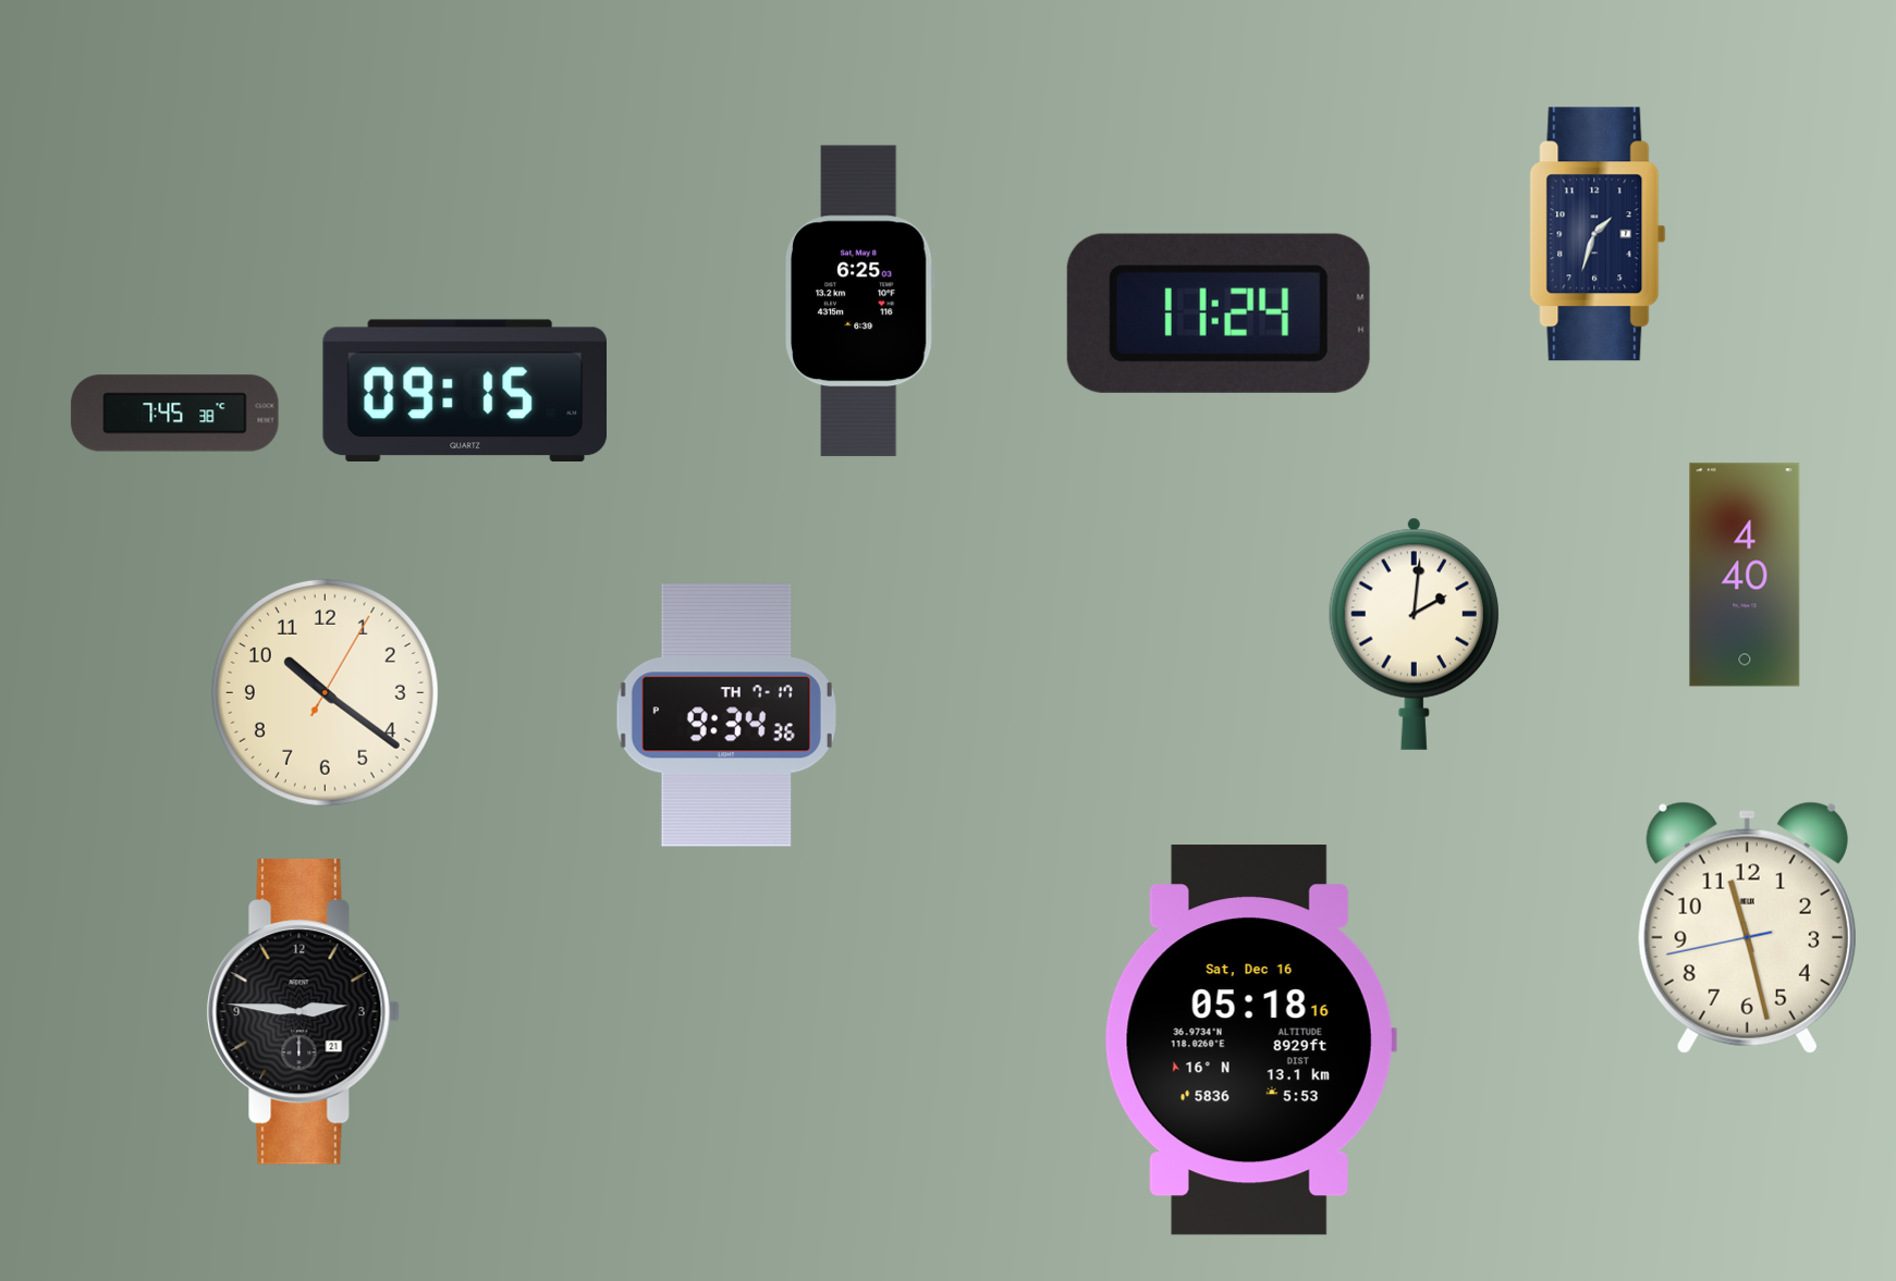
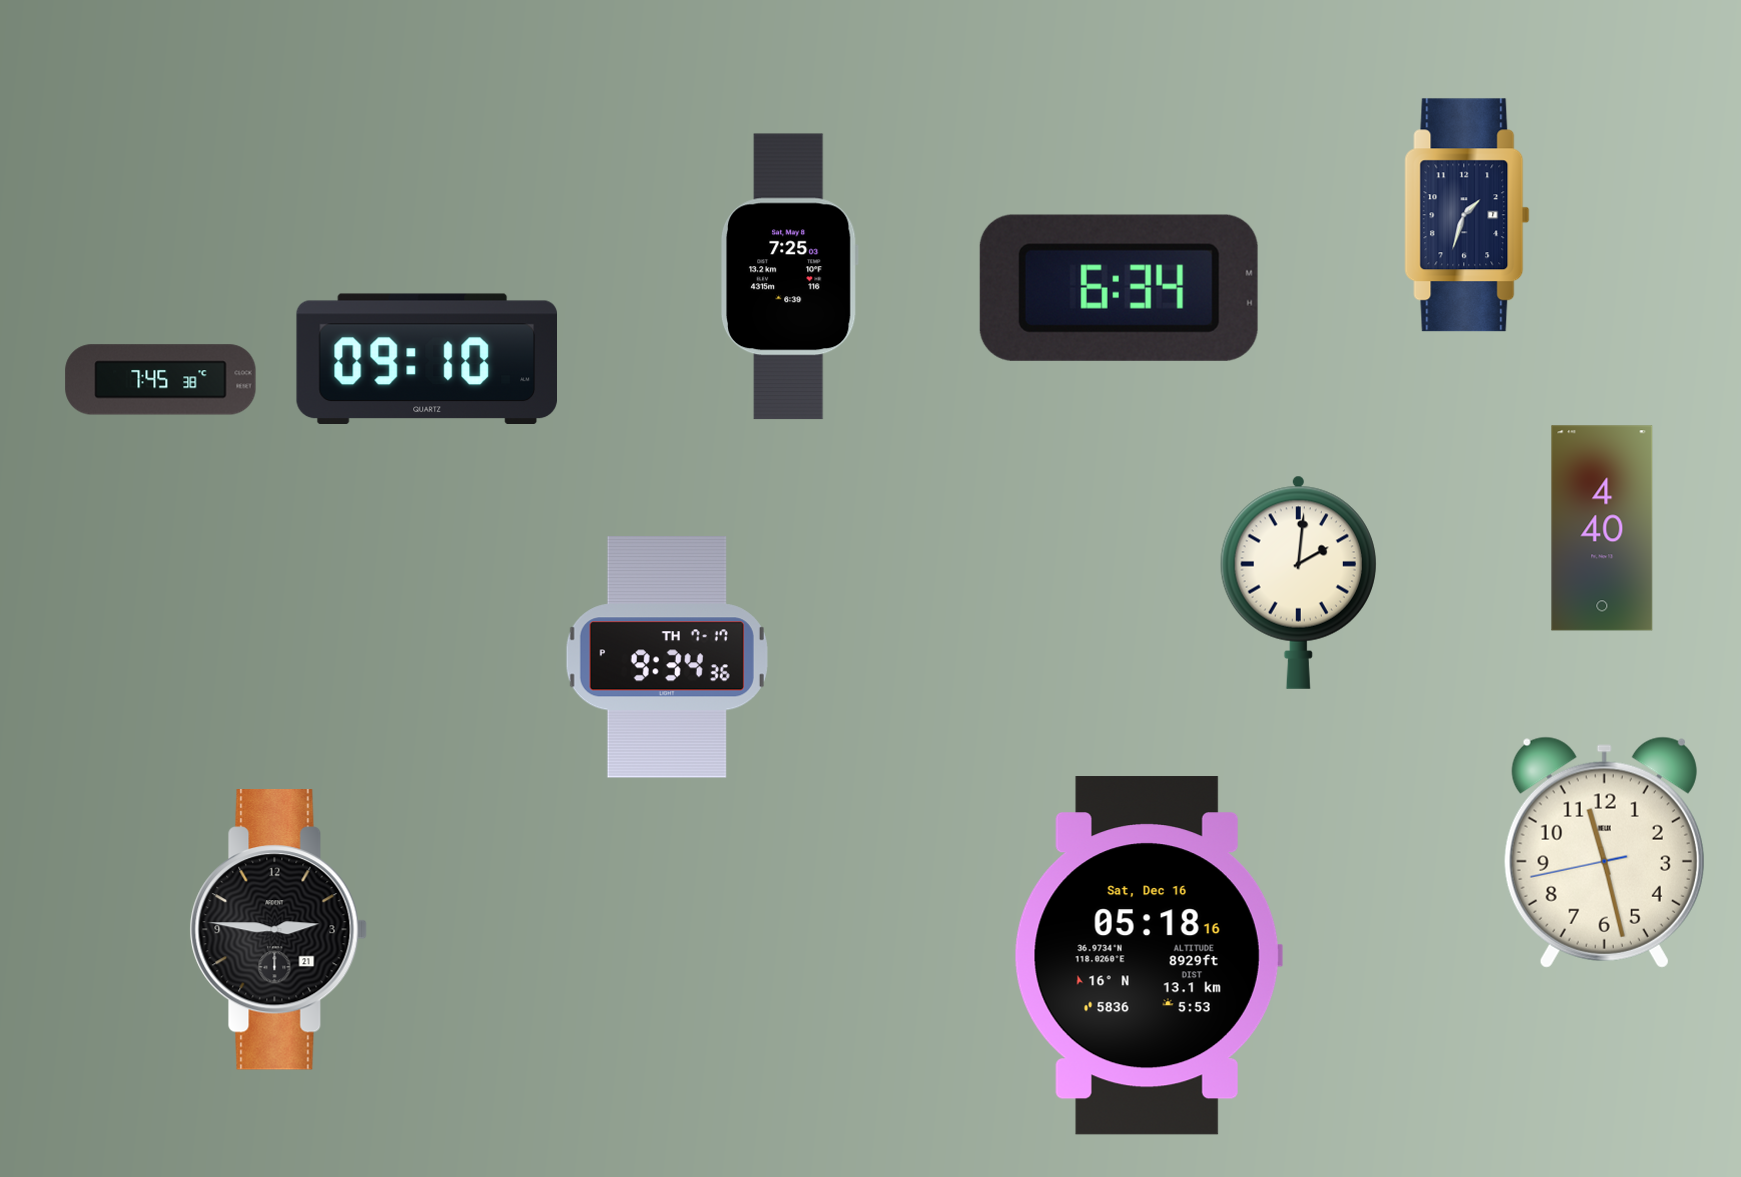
clock at (860, 301): 6:25 -> 7:25
clock at (1219, 313): 11:24 -> 6:34
clock at (464, 390): 09:15 -> 09:10
clock at (325, 692): 10:21 -> none
